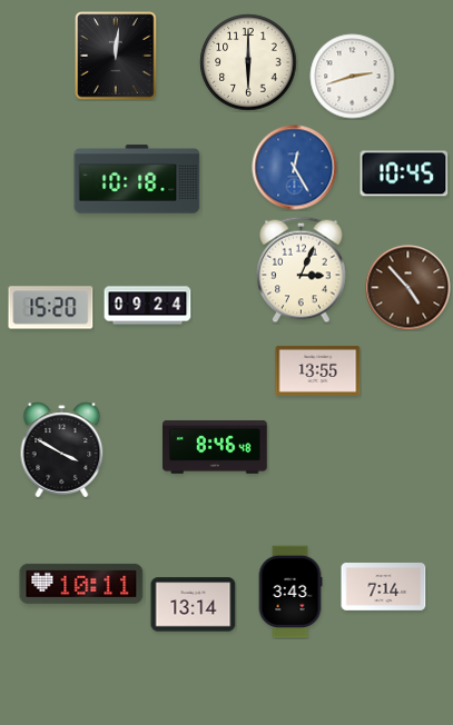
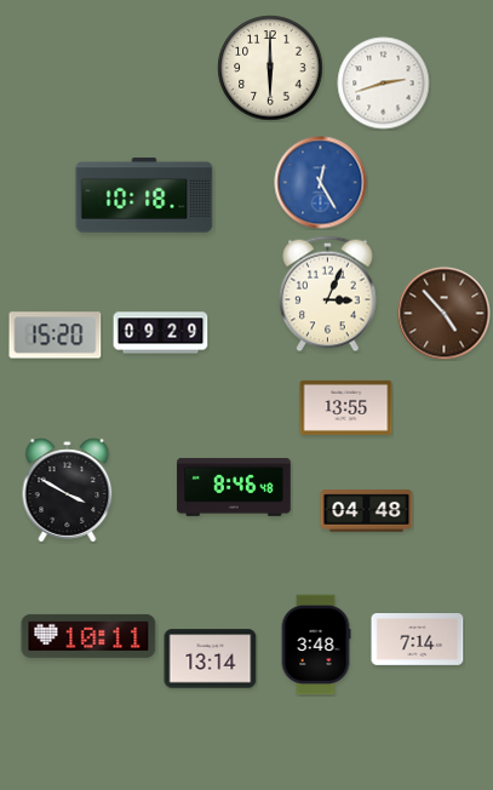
clock at (116, 56): 12:01 -> none
clock at (404, 173): 10:45 -> none
clock at (137, 179) position: (137, 179) -> (144, 195)
clock at (148, 306): 09:24 -> 09:29
clock at (318, 370) position: (318, 370) -> (346, 407)
clock at (367, 511): none -> 04:48
clock at (290, 592): 3:43 -> 3:48
